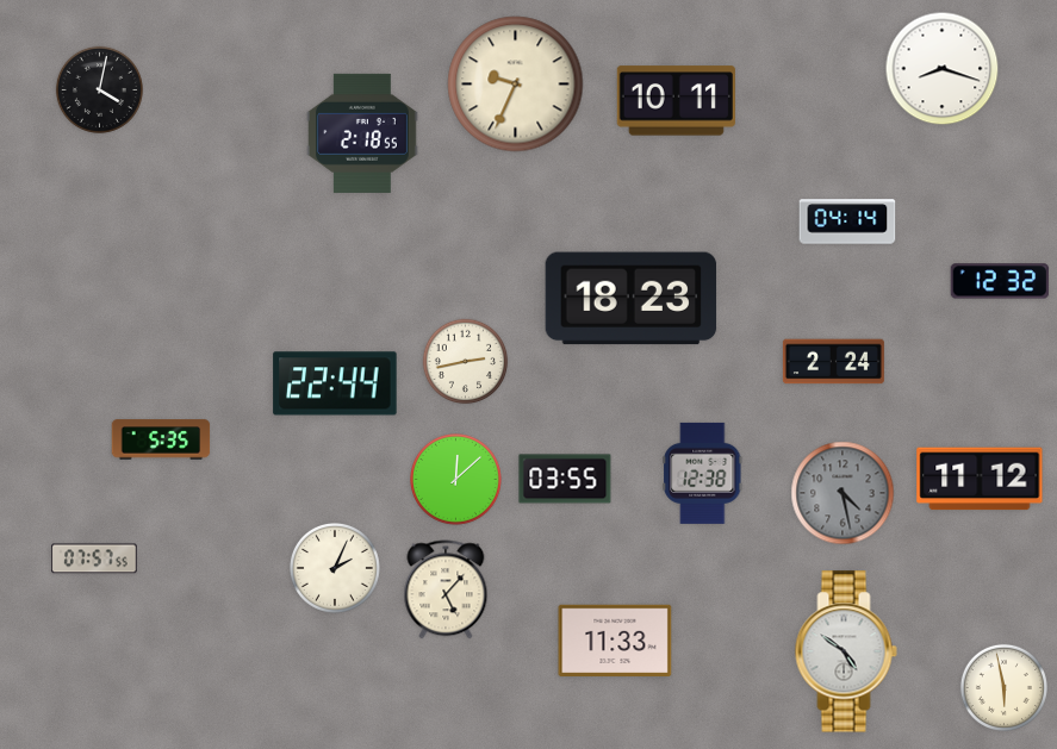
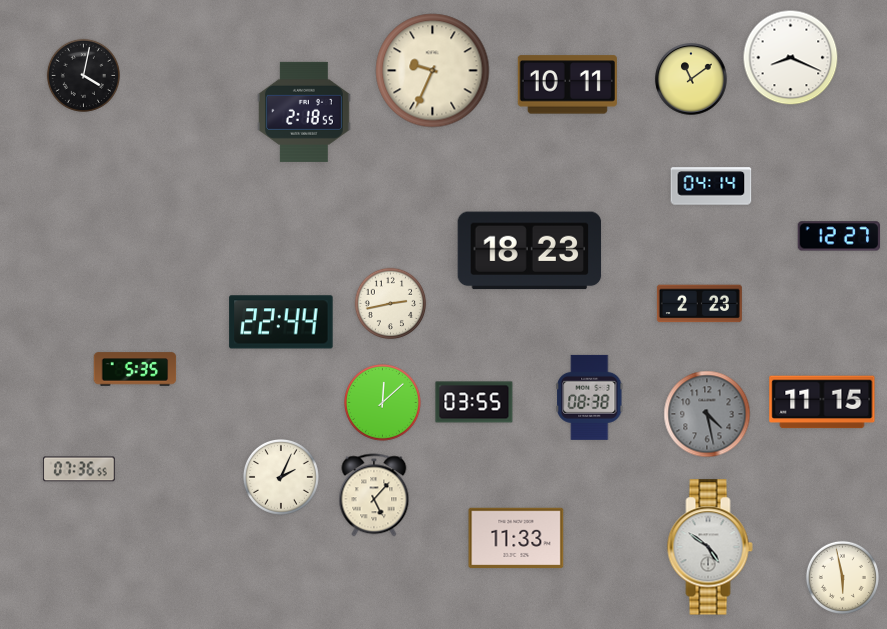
clock at (943, 69): 8:18 -> 8:19
clock at (691, 79): none -> 11:09
clock at (1000, 281): 12:32 -> 12:27
clock at (833, 362): 2:24 -> 2:23
clock at (703, 473): 12:38 -> 08:38
clock at (980, 479): 11:12 -> 11:15
clock at (94, 558): 07:57 -> 07:36
